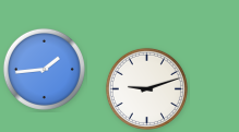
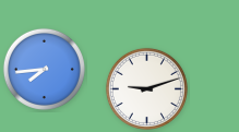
clock at (44, 69): 1:44 -> 7:44
